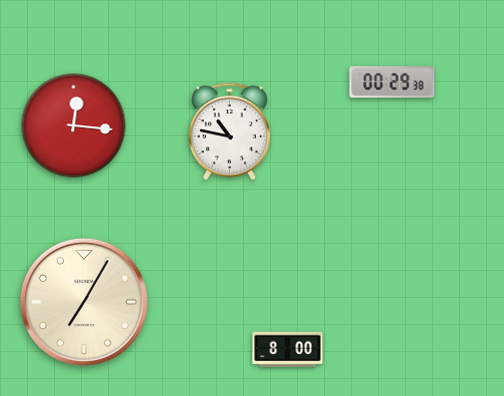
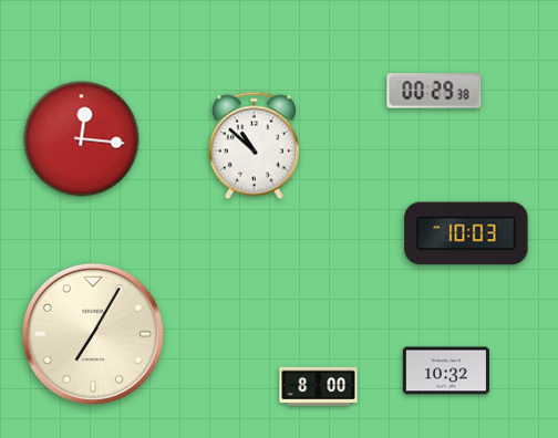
clock at (229, 132): 10:47 -> 10:52
clock at (466, 233): none -> 10:03
clock at (446, 371): none -> 10:32
